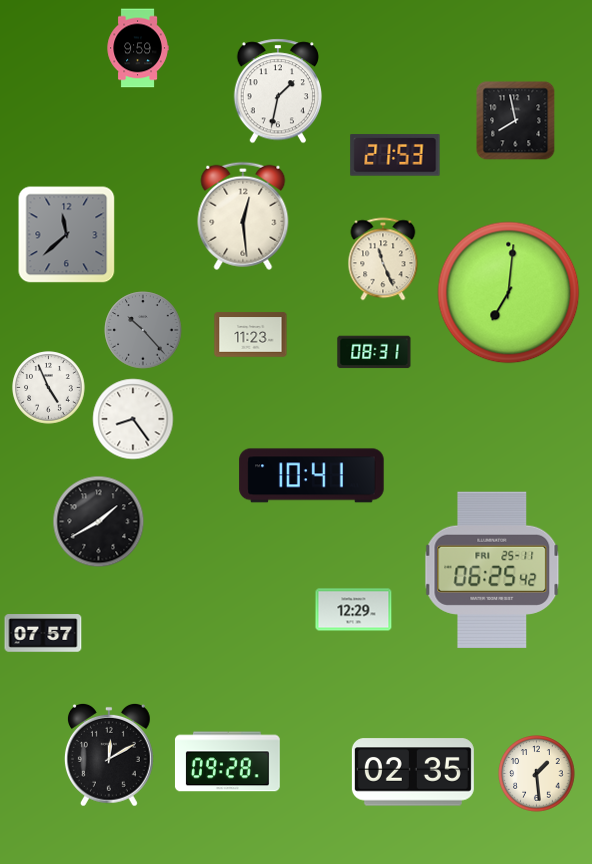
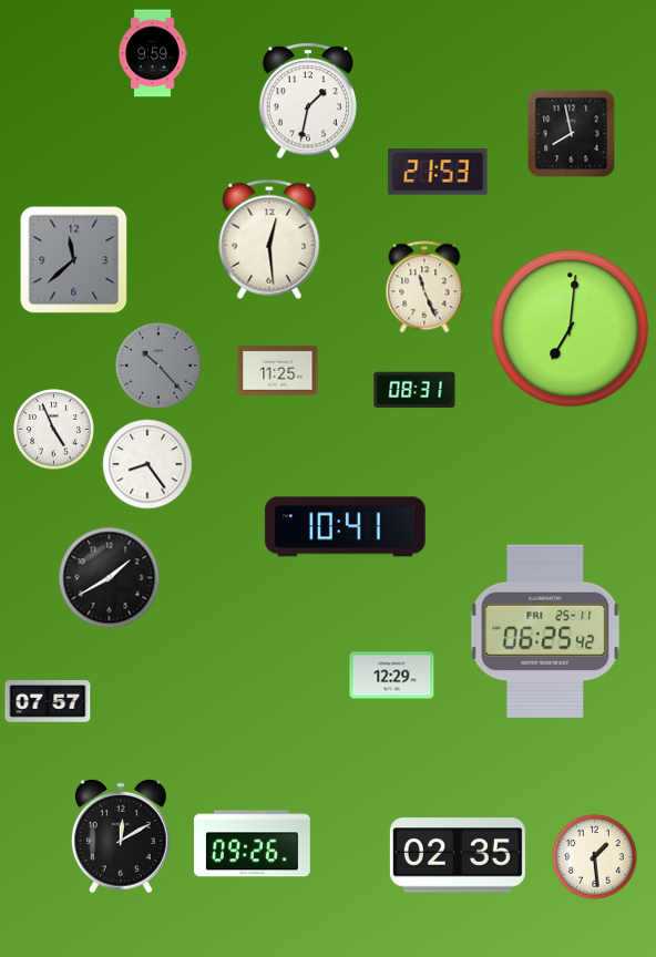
clock at (509, 293) position: (509, 293) -> (571, 329)
clock at (251, 335): 11:23 -> 11:25
clock at (227, 762): 09:28 -> 09:26
